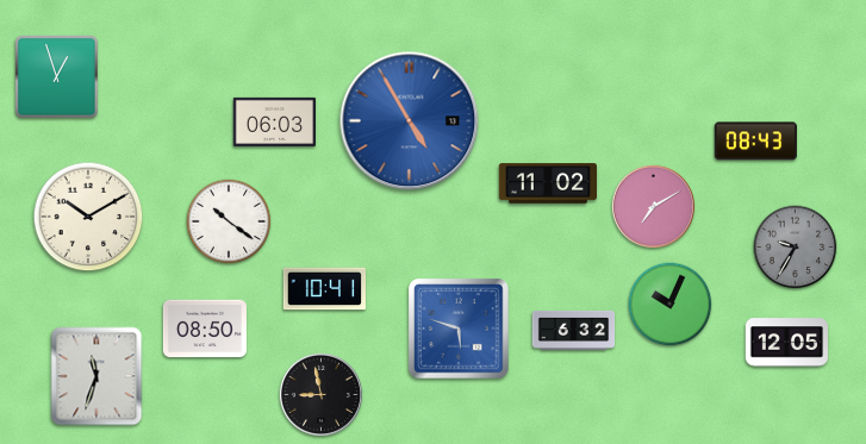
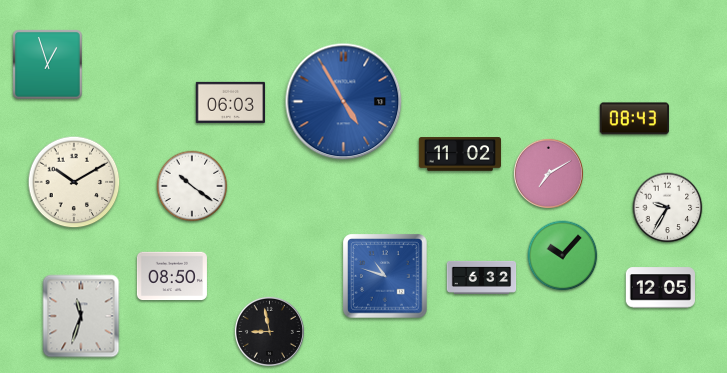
clock at (796, 248) dial: grey -> white
clock at (325, 289): 10:41 -> none
clock at (671, 305): 10:04 -> 10:07
clock at (459, 329): 5:48 -> 10:48
